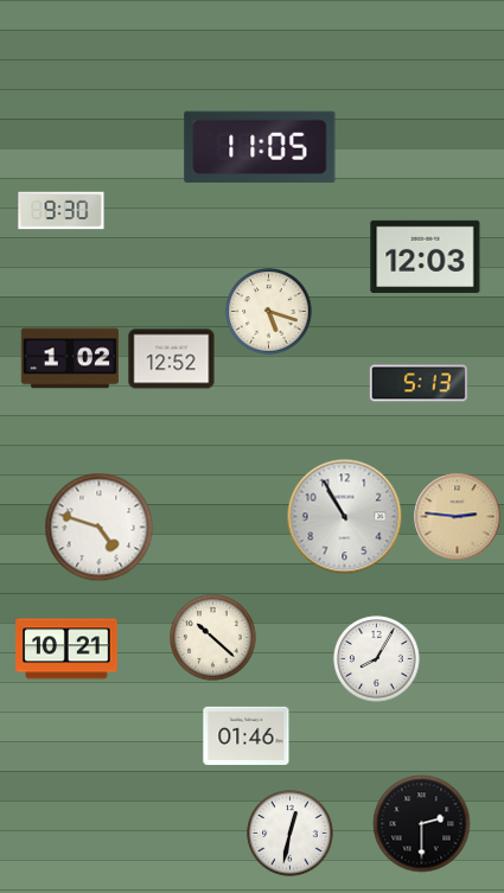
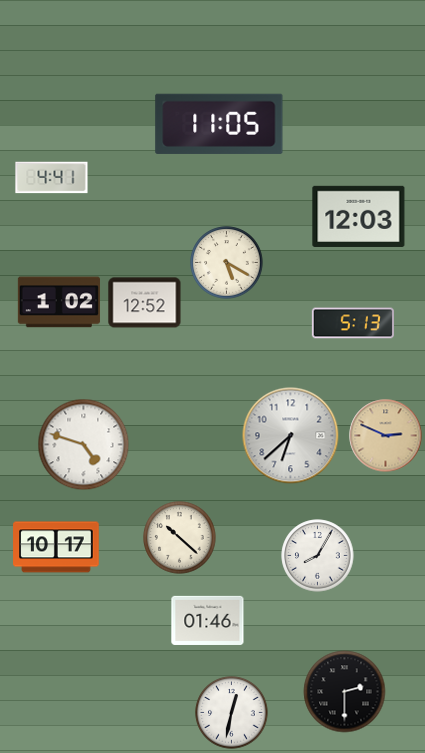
clock at (62, 211): 9:30 -> 4:41
clock at (269, 312): 5:18 -> 5:20
clock at (345, 517): 10:55 -> 6:38
clock at (458, 517): 2:46 -> 2:49
clock at (66, 649): 10:21 -> 10:17
clock at (422, 824) position: (422, 824) -> (345, 692)
clock at (291, 834) position: (291, 834) -> (232, 713)
